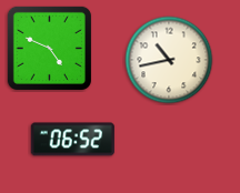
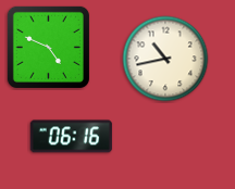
clock at (72, 140): 06:52 -> 06:16
